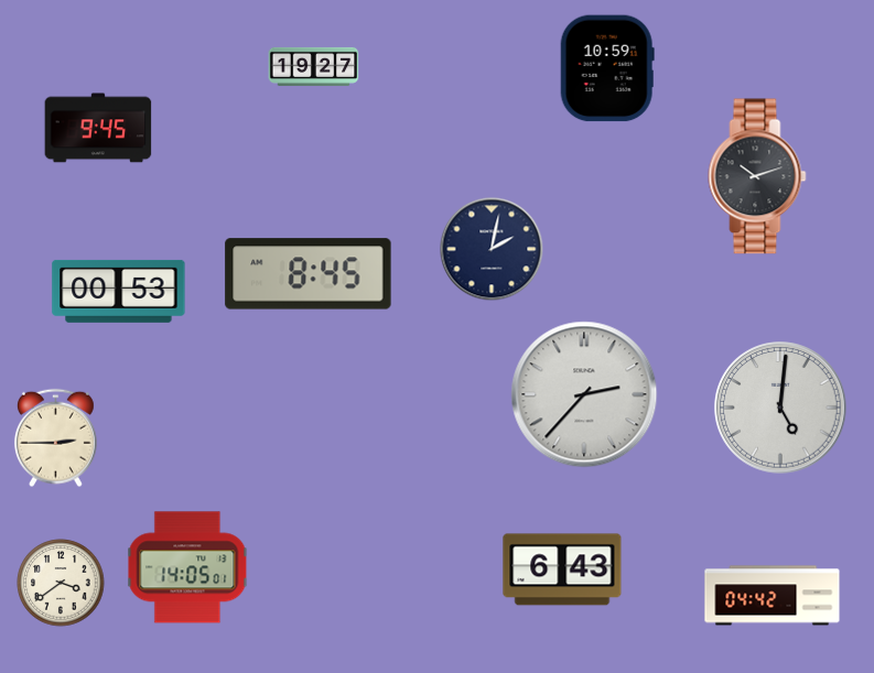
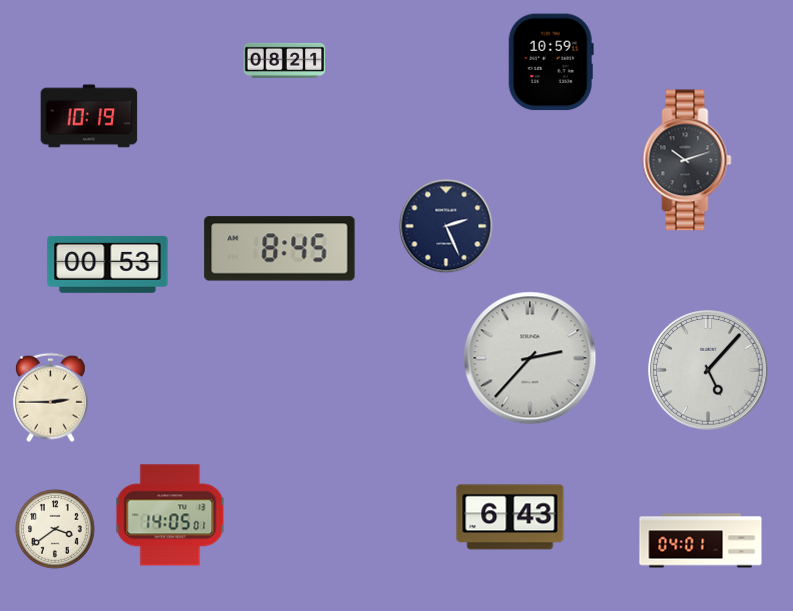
clock at (314, 66): 19:27 -> 08:21
clock at (98, 128): 9:45 -> 10:19
clock at (492, 249): 2:02 -> 2:26
clock at (780, 408): 5:01 -> 5:07
clock at (773, 596): 04:42 -> 04:01
